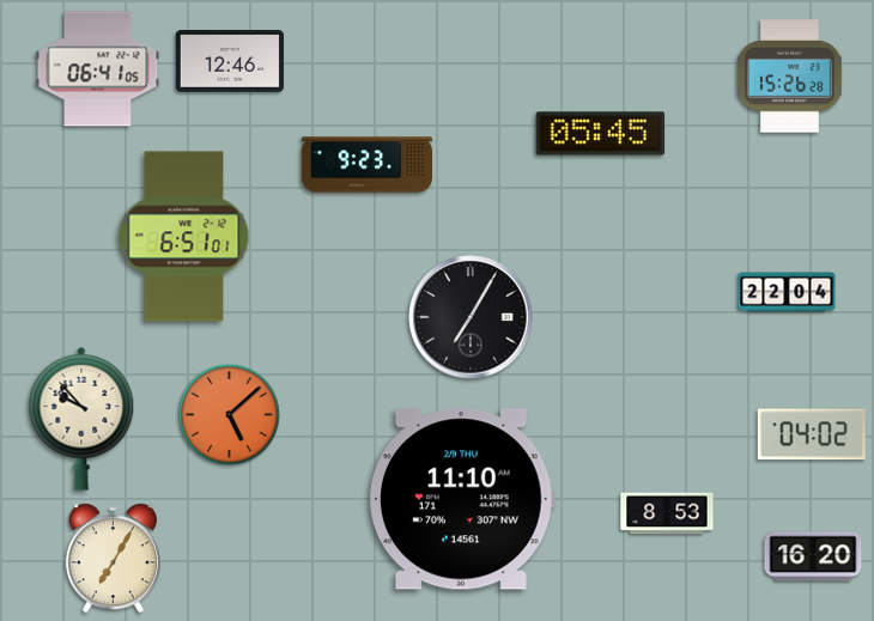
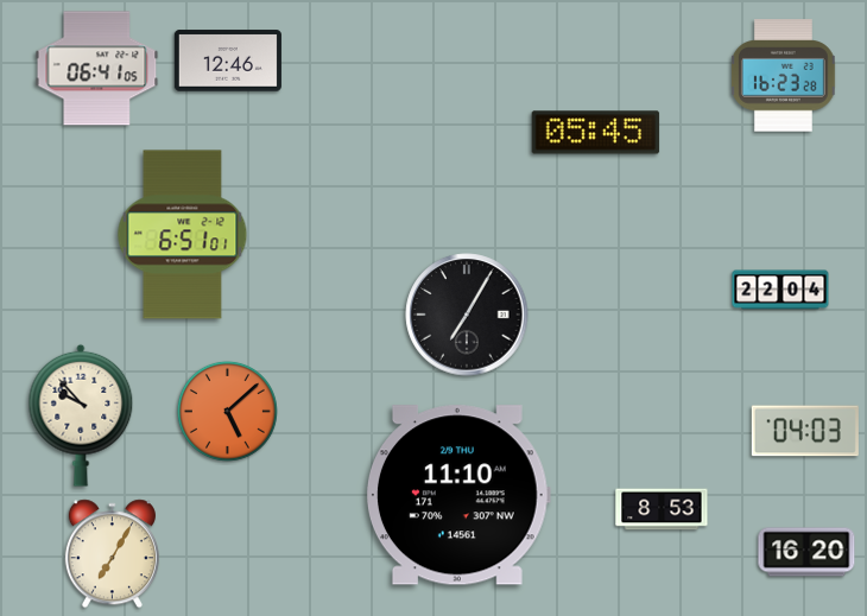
clock at (789, 77): 15:26 -> 16:23
clock at (366, 165): 9:23 -> none
clock at (812, 434): 04:02 -> 04:03
